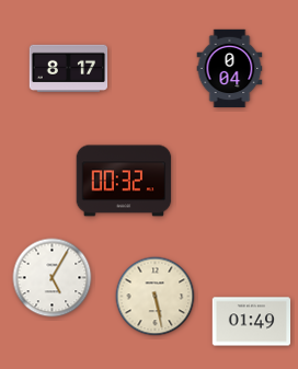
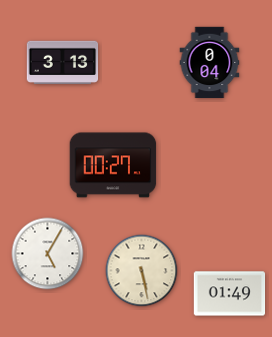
clock at (69, 68): 8:17 -> 3:13
clock at (124, 181): 00:32 -> 00:27
